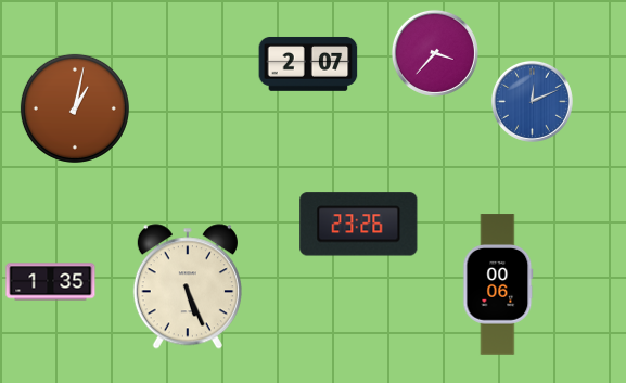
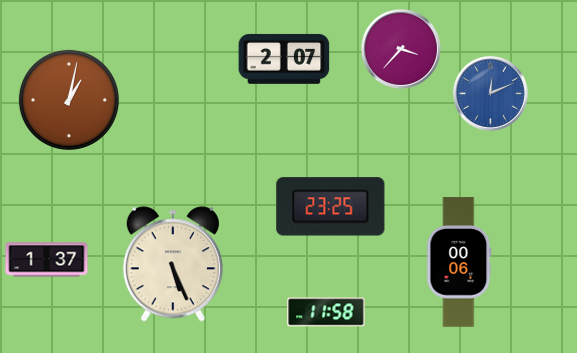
clock at (359, 225): 23:26 -> 23:25
clock at (51, 282): 1:35 -> 1:37
clock at (326, 312): none -> 11:58
